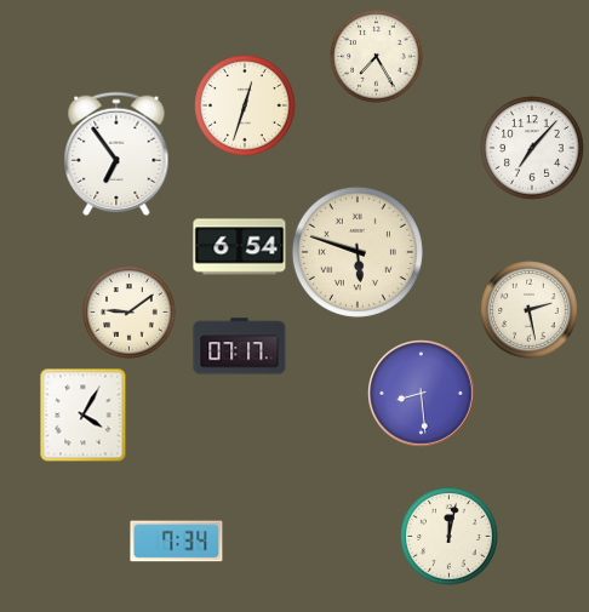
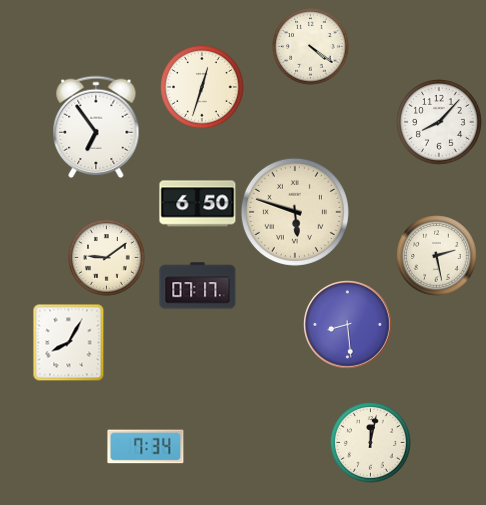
clock at (377, 57): 7:25 -> 4:21
clock at (533, 149): 7:07 -> 8:07
clock at (240, 247): 6:54 -> 6:50
clock at (358, 252) position: (358, 252) -> (295, 212)
clock at (84, 414): 4:05 -> 8:05
